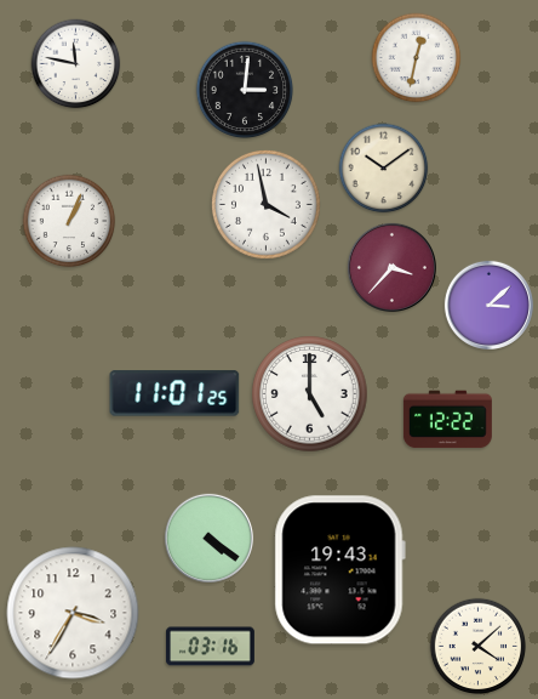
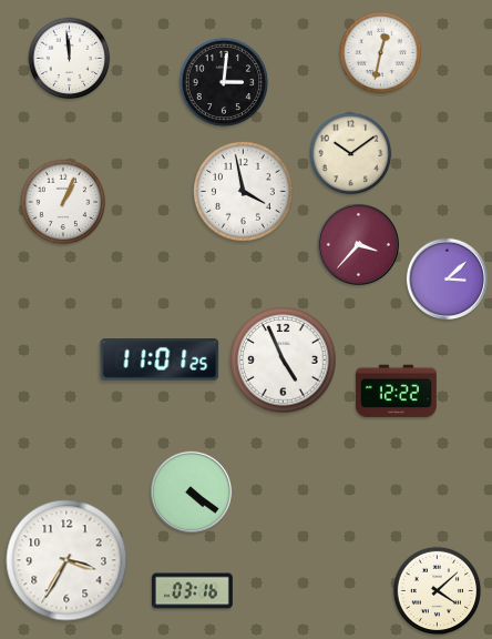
clock at (76, 64): 11:47 -> 11:59
clock at (265, 204) position: (265, 204) -> (243, 191)
clock at (310, 394): 5:00 -> 4:56
clock at (447, 420) position: (447, 420) -> (396, 392)
clock at (339, 570): 19:43 -> none
